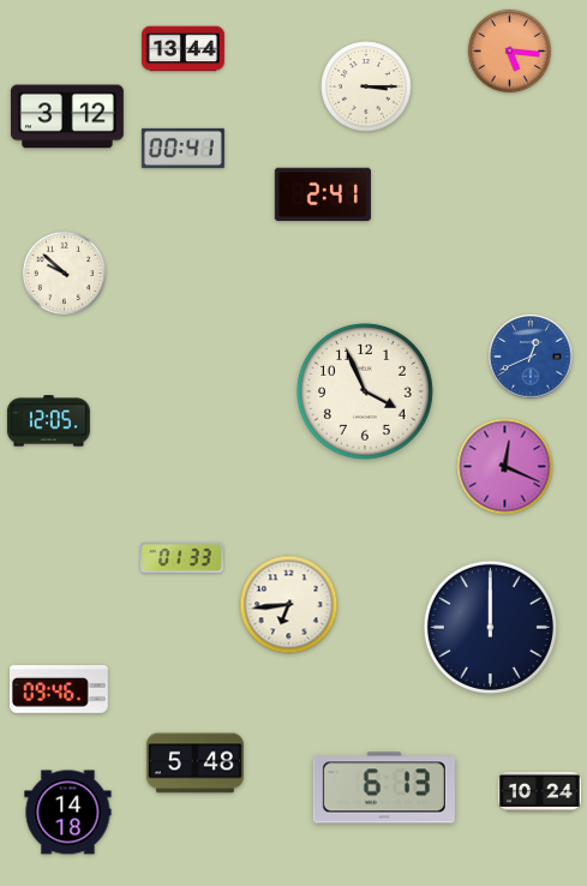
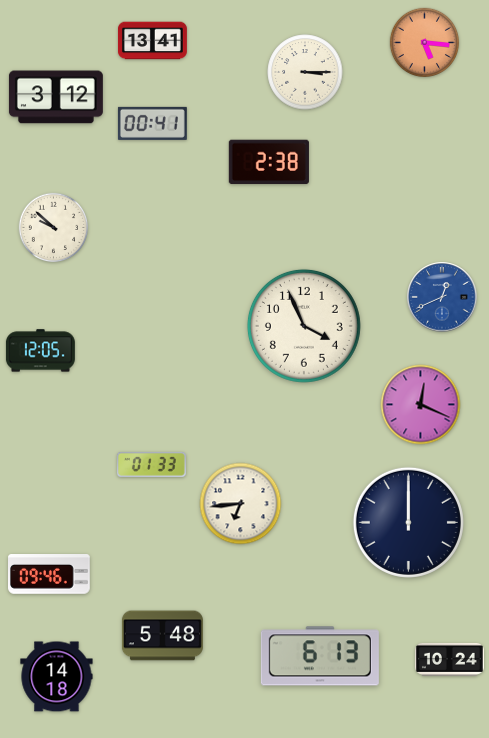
clock at (182, 49): 13:44 -> 13:41
clock at (323, 194): 2:41 -> 2:38
clock at (505, 467) position: (505, 467) -> (421, 405)
